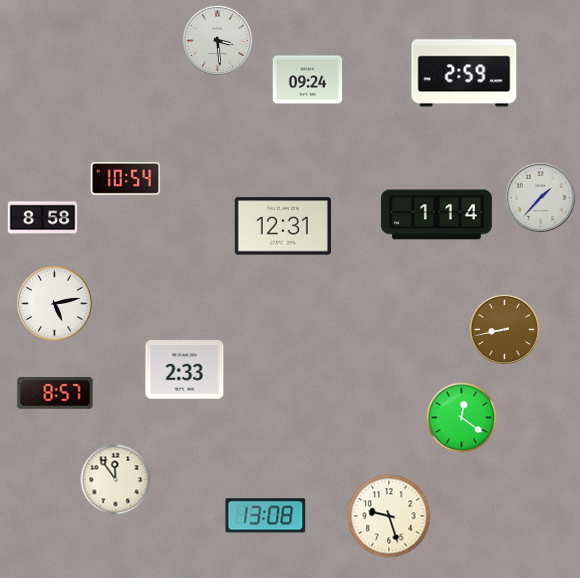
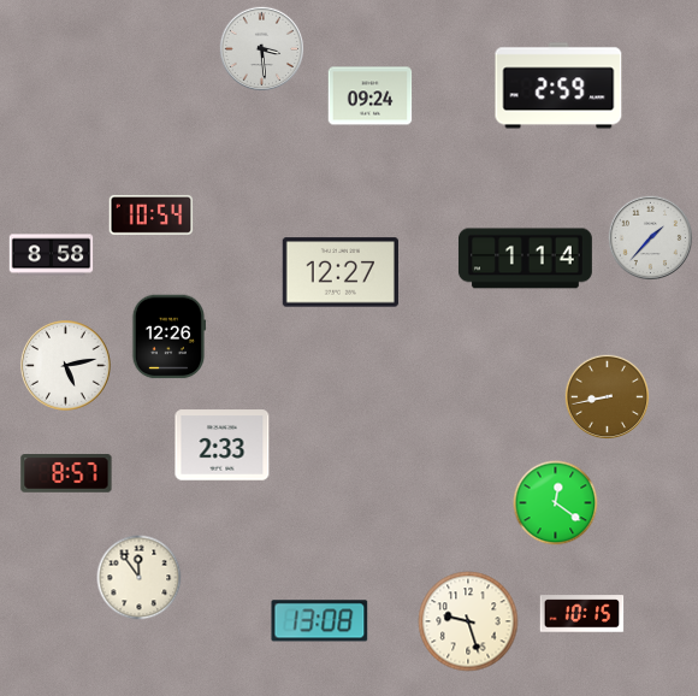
clock at (43, 219) position: (43, 219) -> (52, 255)
clock at (283, 226): 12:31 -> 12:27
clock at (168, 337): none -> 12:26
clock at (582, 614): none -> 10:15
